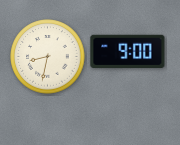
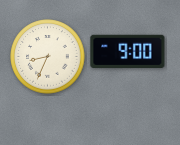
clock at (48, 57): 8:32 -> 8:34
